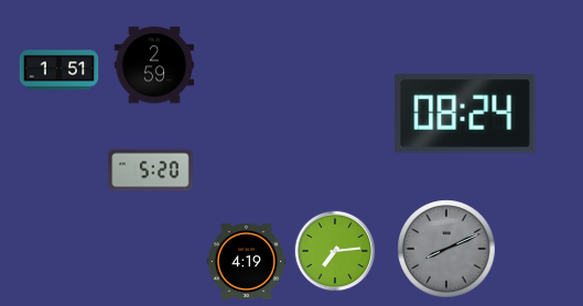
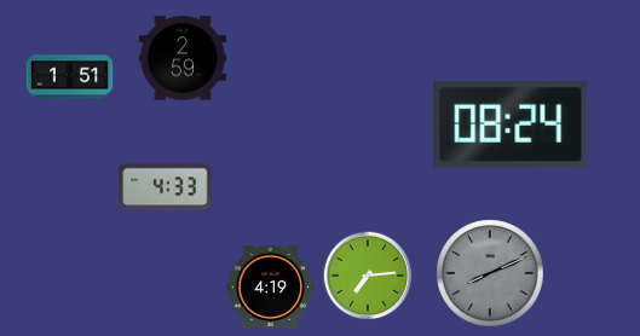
clock at (153, 65) position: (153, 65) -> (181, 58)
clock at (60, 70) position: (60, 70) -> (70, 77)
clock at (151, 171): 5:20 -> 4:33
